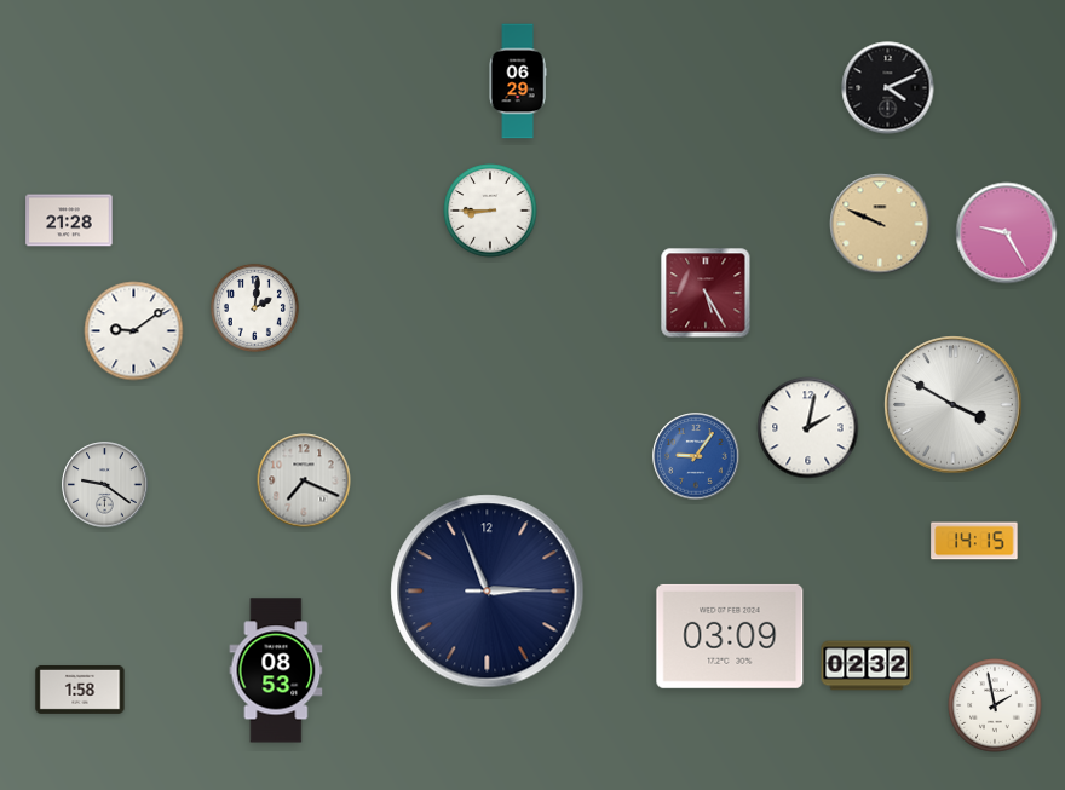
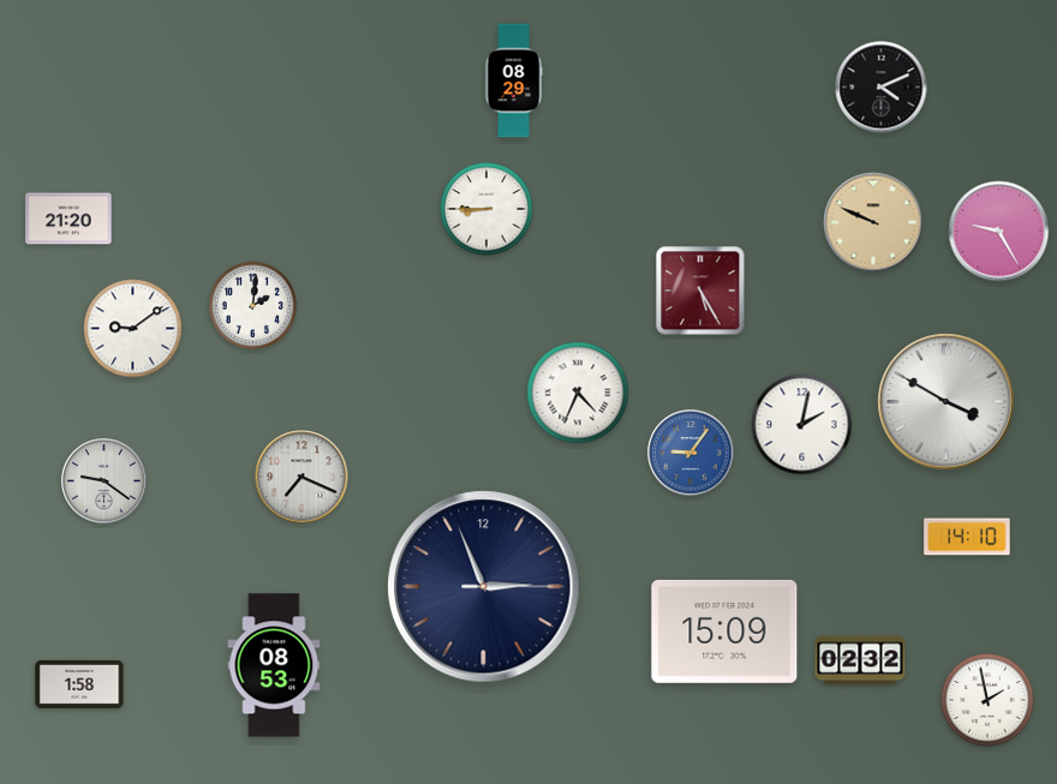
clock at (518, 81): 06:29 -> 08:29
clock at (69, 220): 21:28 -> 21:20
clock at (578, 393): none -> 4:34
clock at (974, 541): 14:15 -> 14:10
clock at (730, 636): 03:09 -> 15:09
